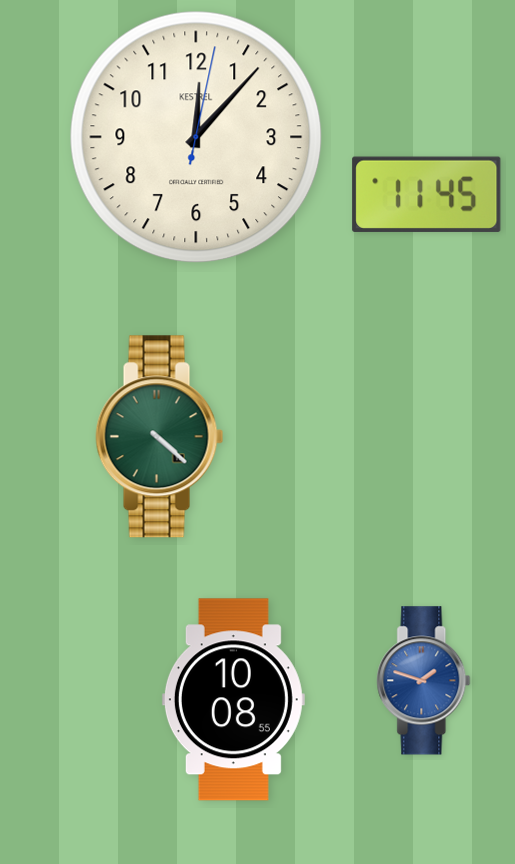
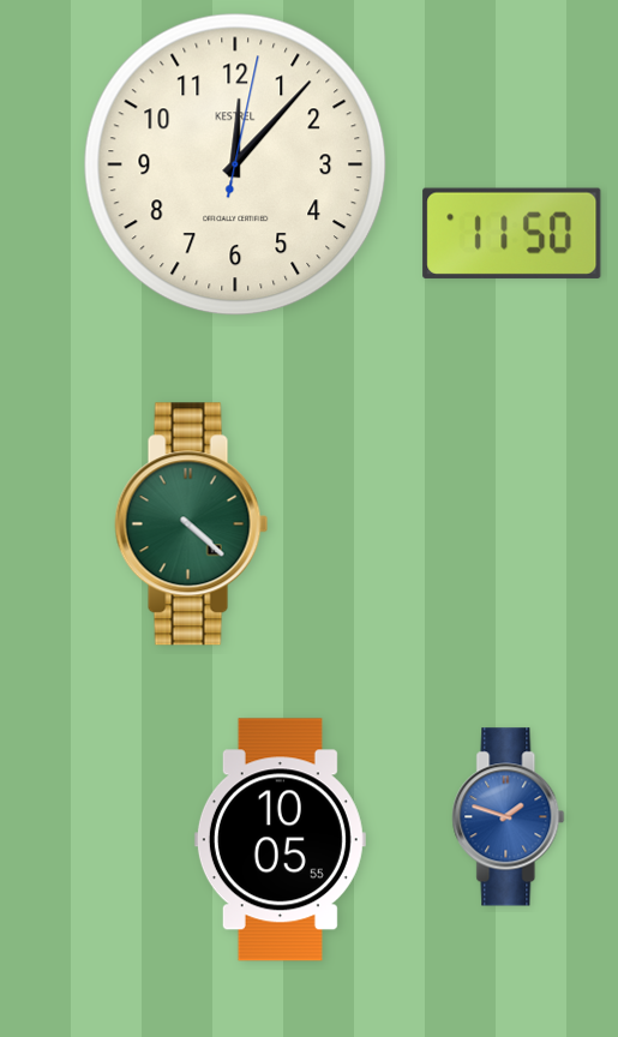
clock at (427, 194): 11:45 -> 11:50
clock at (233, 700): 10:08 -> 10:05
